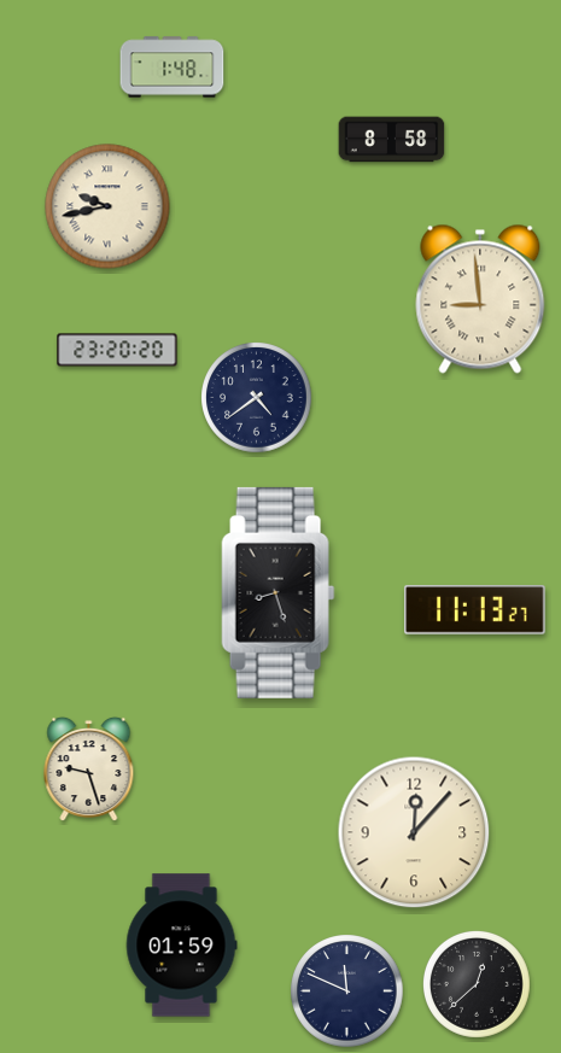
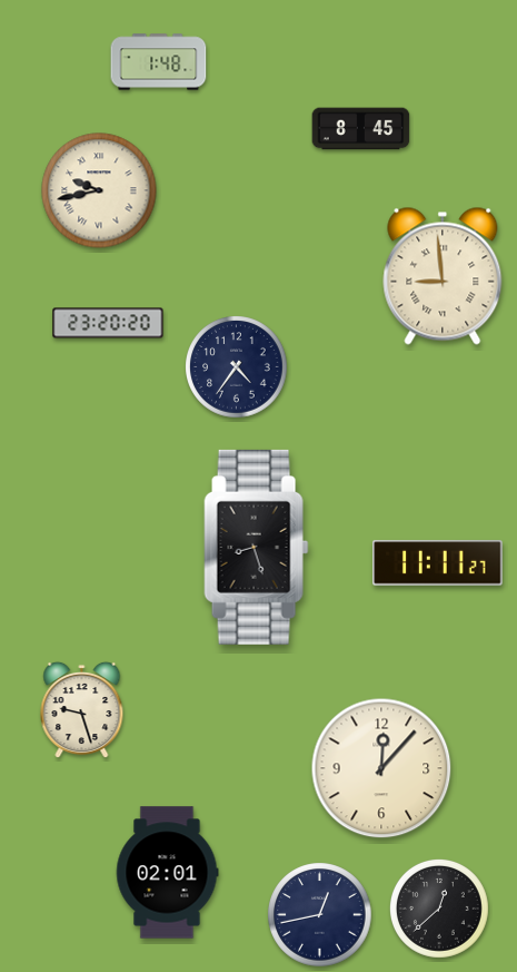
clock at (392, 140): 8:58 -> 8:45
clock at (257, 398): 4:39 -> 4:36
clock at (475, 610): 11:13 -> 11:11
clock at (181, 946): 01:59 -> 02:01
clock at (347, 991): 11:49 -> 12:43
